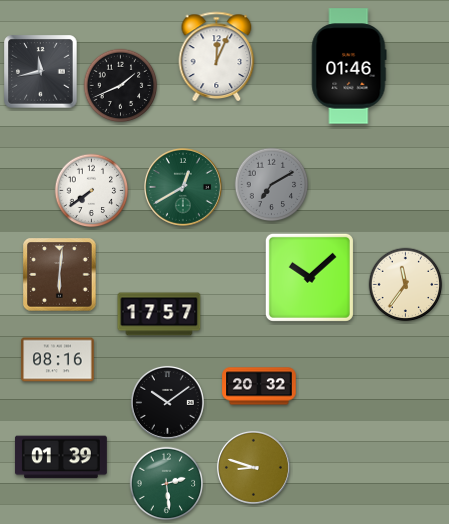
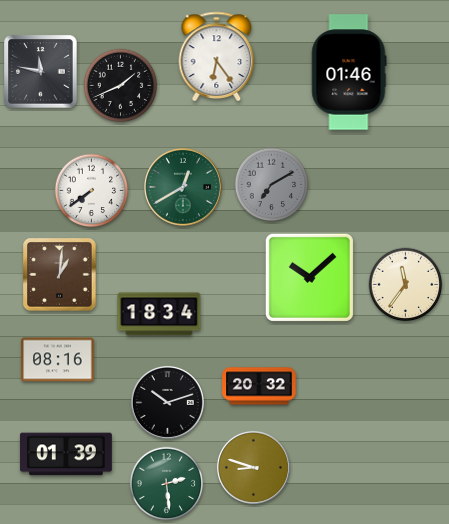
clock at (217, 56): 12:04 -> 6:24
clock at (349, 66) position: (349, 66) -> (349, 72)
clock at (41, 72): 11:43 -> 11:47
clock at (60, 275): 6:01 -> 1:01
clock at (159, 314): 17:57 -> 18:34
clock at (167, 402): 10:09 -> 10:12
clock at (61, 457) position: (61, 457) -> (66, 454)
